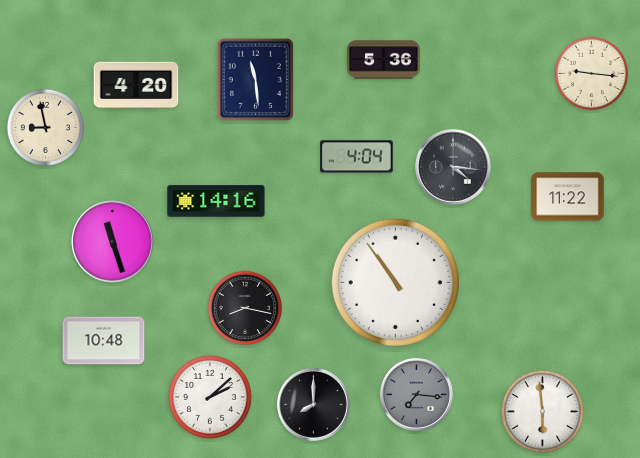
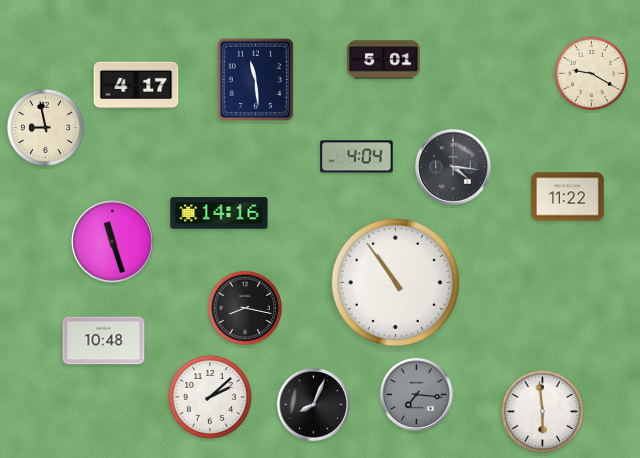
clock at (384, 60): 5:36 -> 5:01
clock at (592, 74): 9:16 -> 9:20
clock at (136, 85): 4:20 -> 4:17
clock at (216, 201) position: (216, 201) -> (219, 213)
clock at (314, 405): 8:00 -> 8:04
